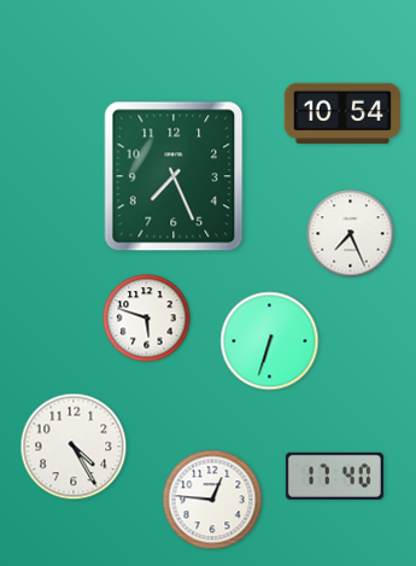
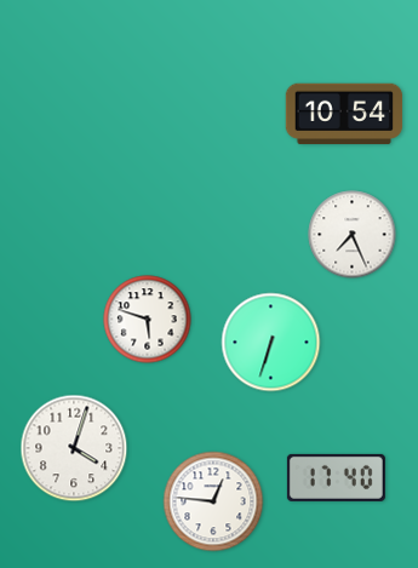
clock at (174, 176): 7:26 -> none
clock at (74, 447): 4:25 -> 4:03
